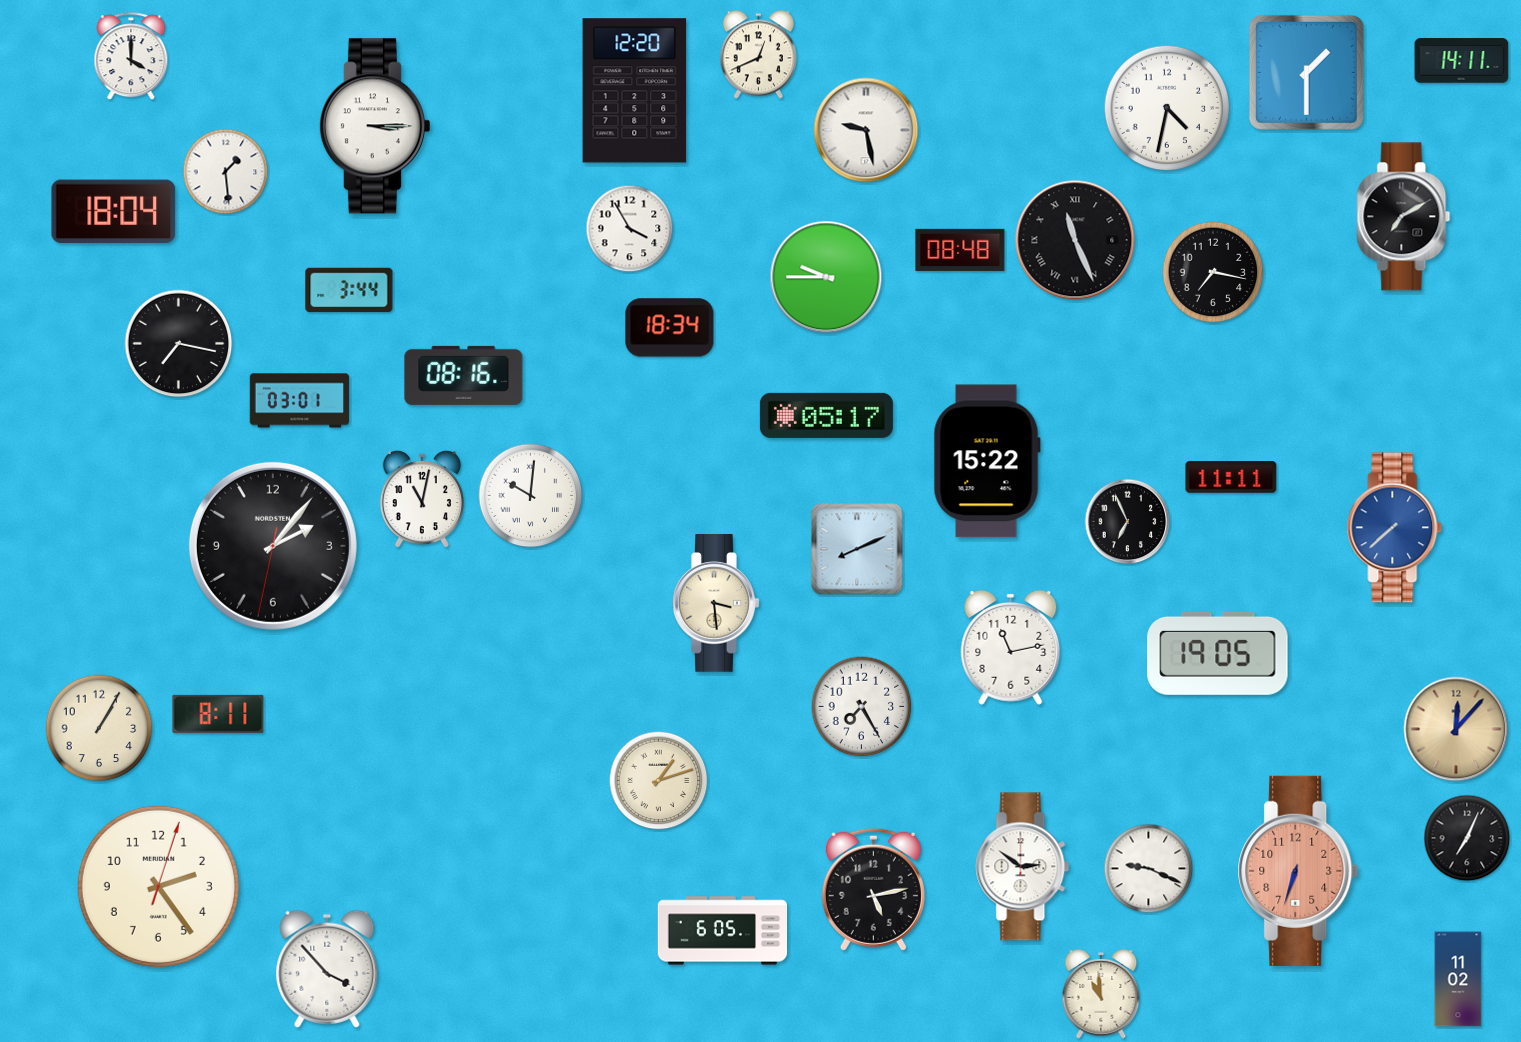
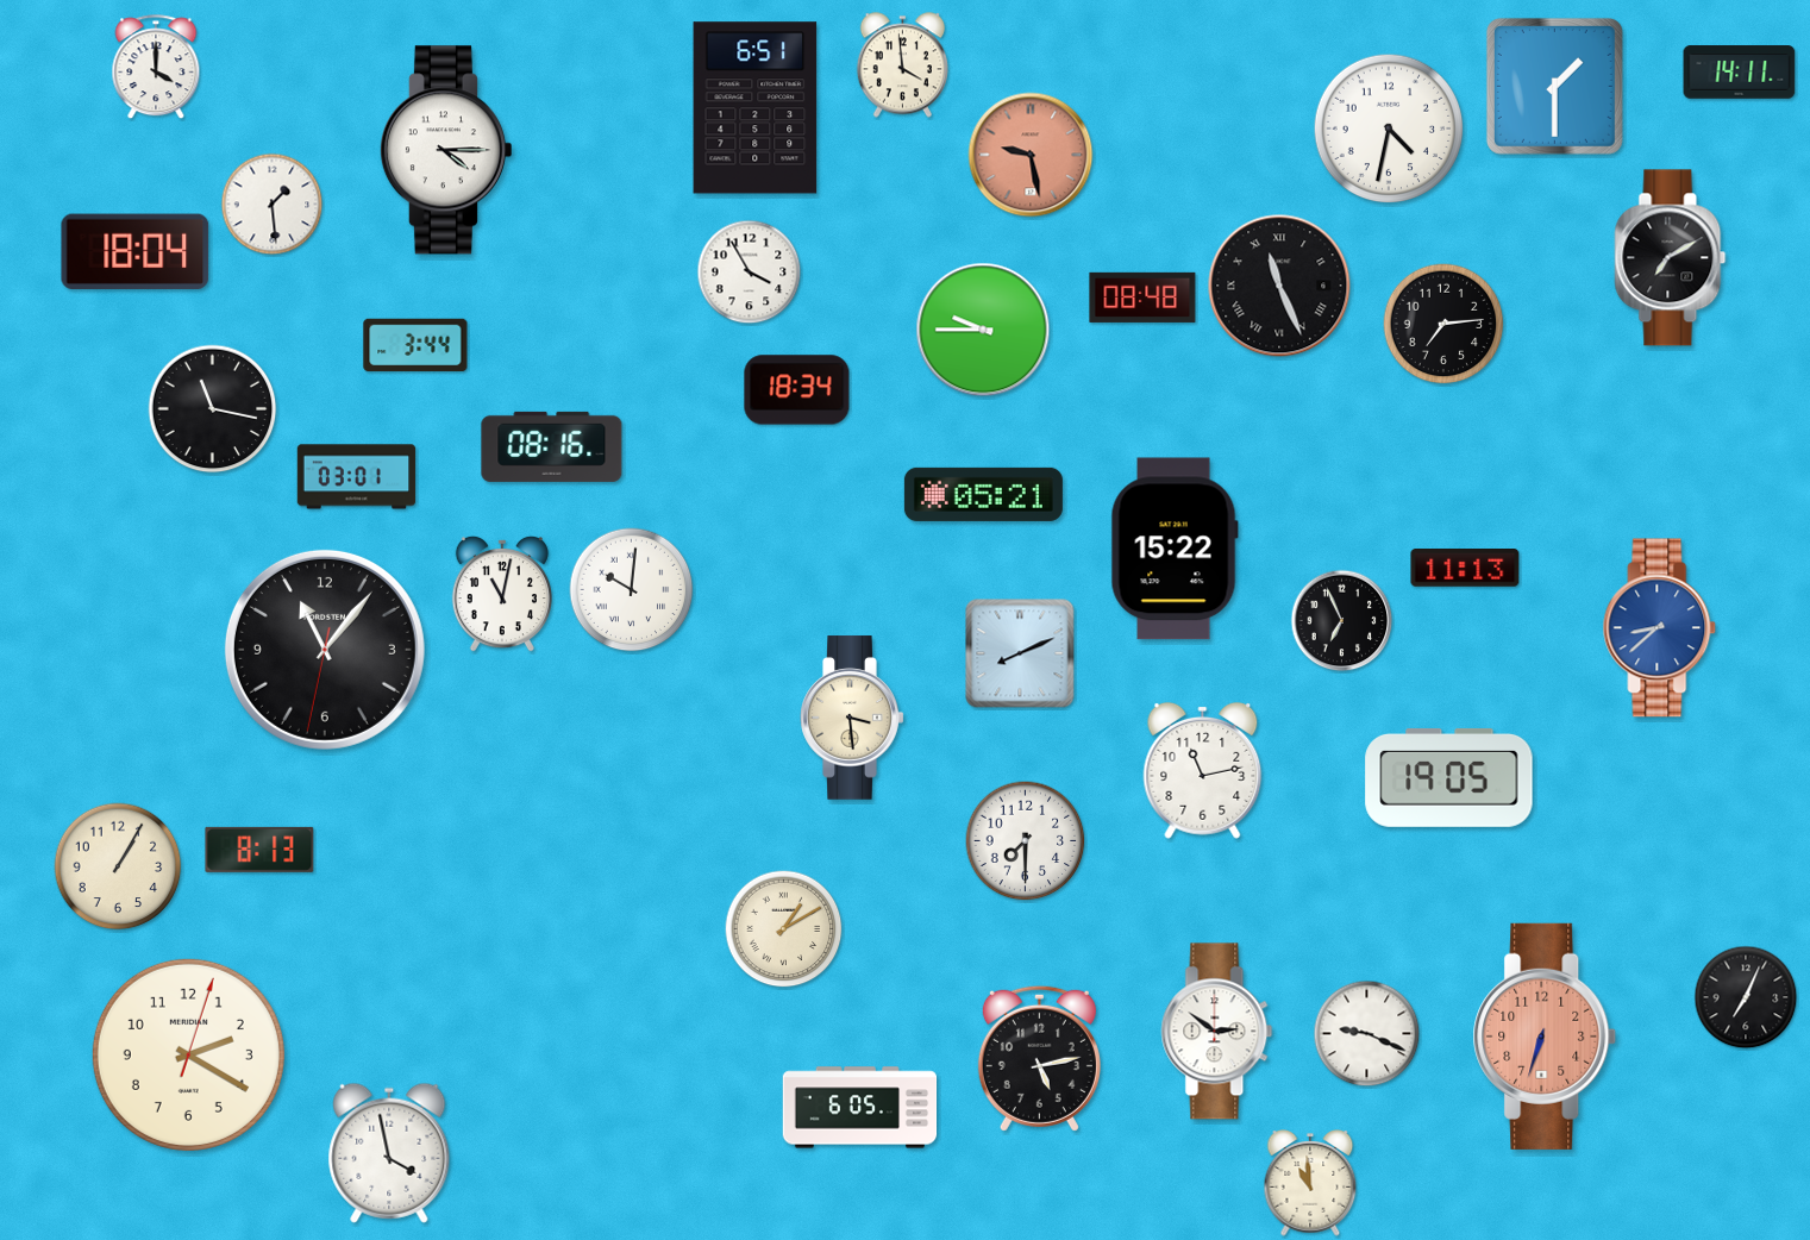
clock at (758, 55): 12:41 -> 3:59
clock at (635, 91): 12:20 -> 6:51
clock at (374, 126): 3:15 -> 4:15
clock at (866, 130) dial: white -> salmon
clock at (226, 172) position: (226, 172) -> (273, 205)
clock at (1213, 272): 7:17 -> 7:14
clock at (179, 344): 7:17 -> 11:17
clock at (826, 415): 05:17 -> 05:21
clock at (1231, 477): 11:11 -> 11:13
clock at (1395, 528): 7:38 -> 8:38
clock at (273, 546): 2:06 -> 11:06
clock at (862, 707): 7:25 -> 7:30
clock at (218, 714): 8:11 -> 8:13
clock at (1456, 729): 12:07 -> none
clock at (659, 781): 1:12 -> 1:10
clock at (158, 886): 2:24 -> 2:20
clock at (327, 969): 3:53 -> 3:58
clock at (1458, 979): 11:02 -> none
